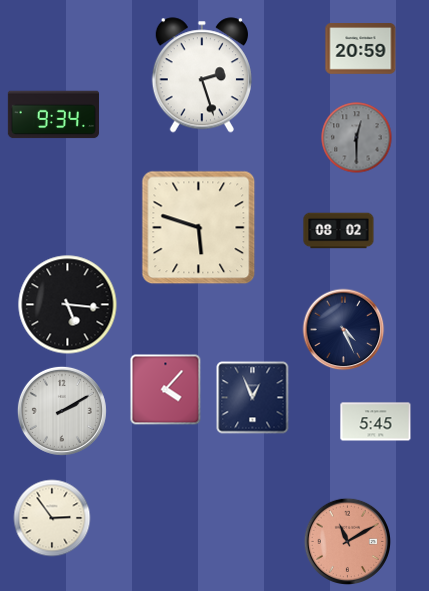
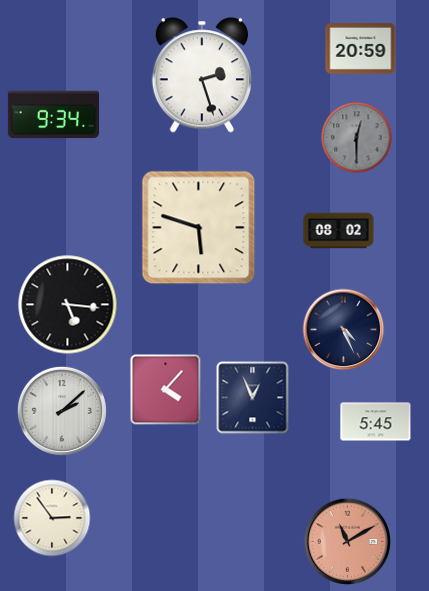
clock at (62, 411): 2:10 -> 2:08
